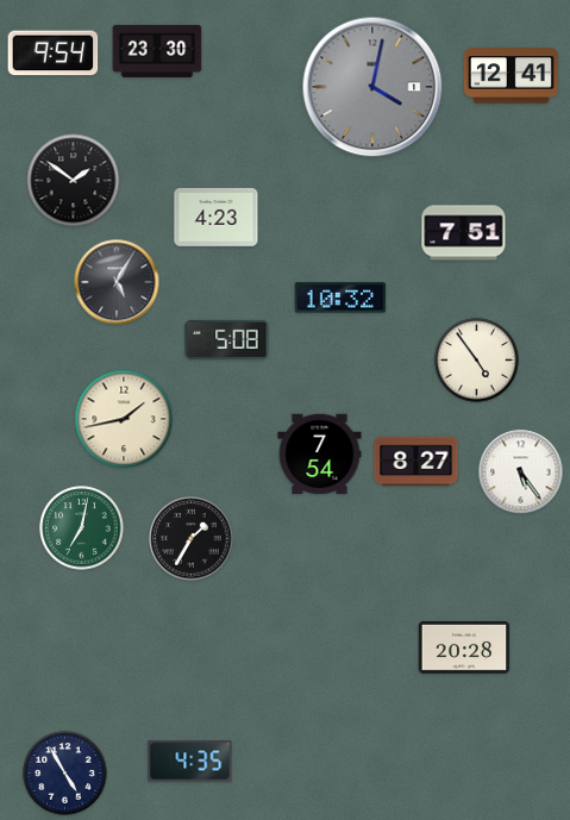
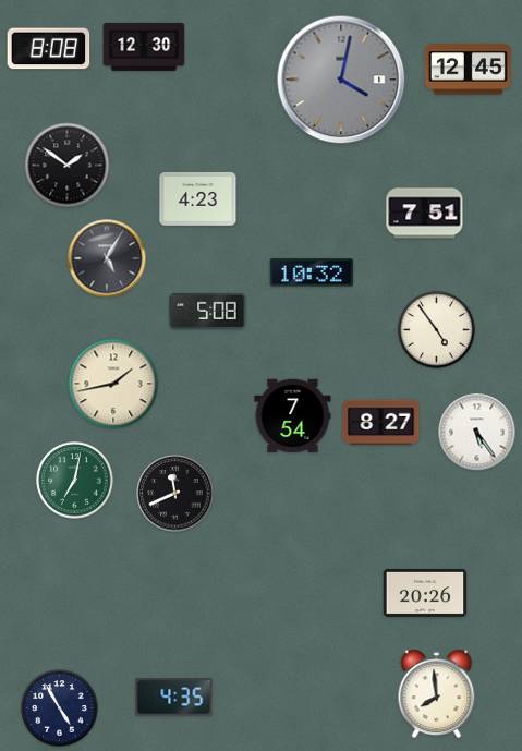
clock at (157, 51): 23:30 -> 12:30
clock at (54, 54): 9:54 -> 8:08
clock at (511, 76): 12:41 -> 12:45
clock at (82, 528) position: (82, 528) -> (75, 481)
clock at (192, 539): 1:35 -> 11:41
clock at (464, 647): 20:28 -> 20:26
clock at (437, 694): none -> 7:59
